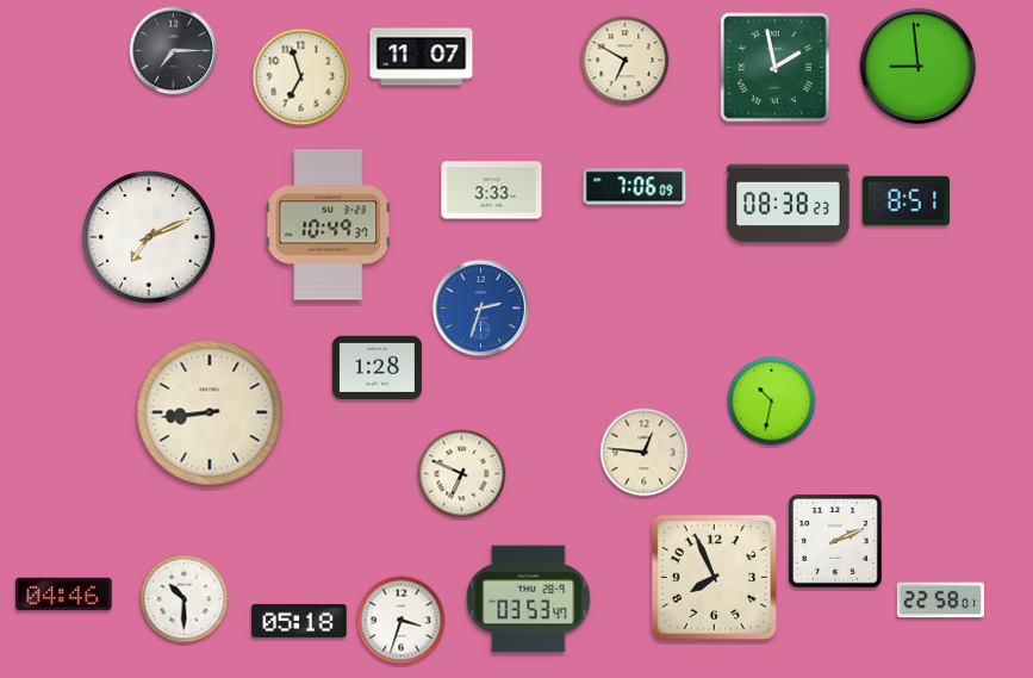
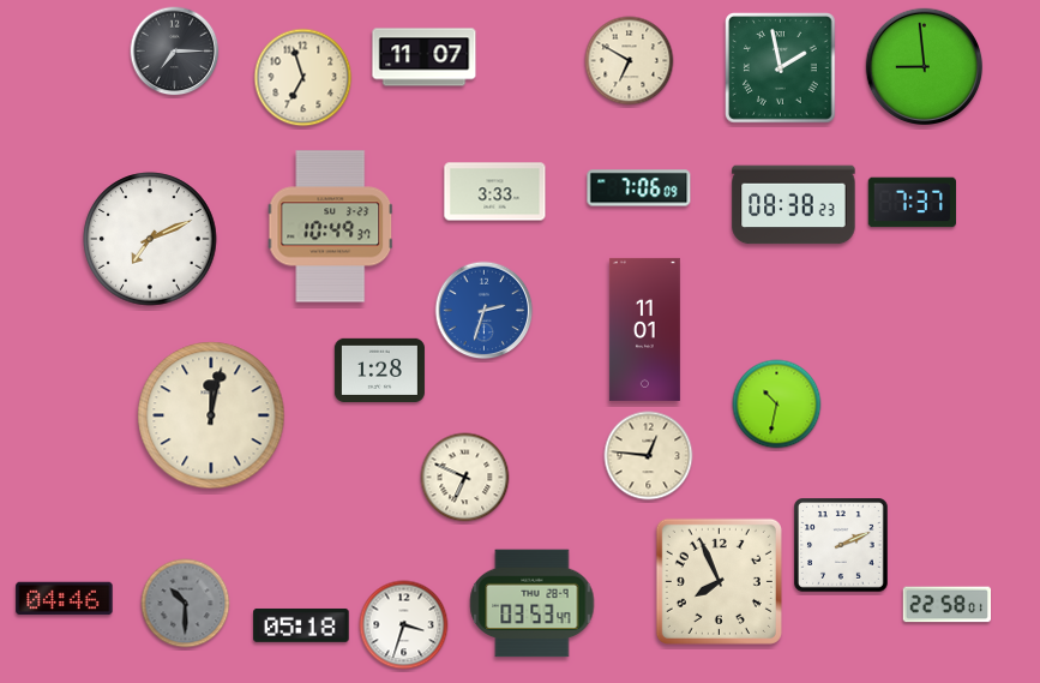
clock at (907, 201): 8:51 -> 7:37
clock at (644, 329): none -> 11:01
clock at (210, 412): 8:44 -> 12:02
clock at (185, 599) dial: white -> grey
